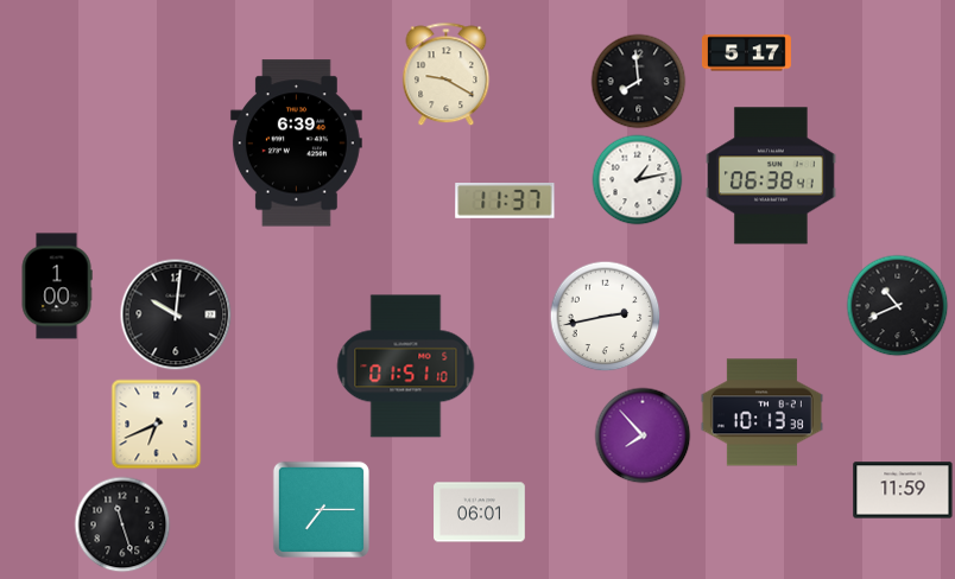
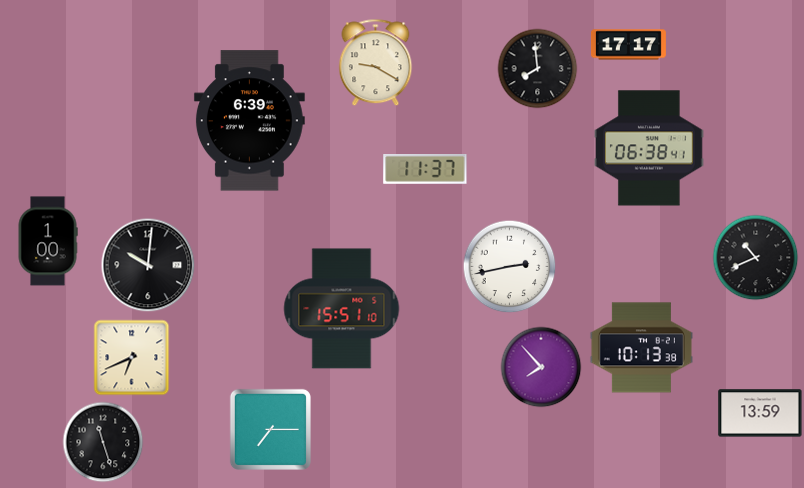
clock at (746, 53): 5:17 -> 17:17
clock at (638, 180): 1:13 -> none
clock at (406, 367): 01:51 -> 15:51
clock at (903, 490): 11:59 -> 13:59
clock at (480, 513): 06:01 -> none
